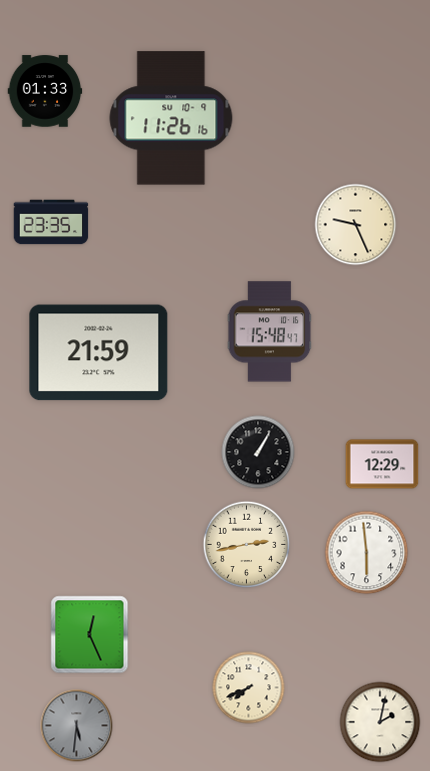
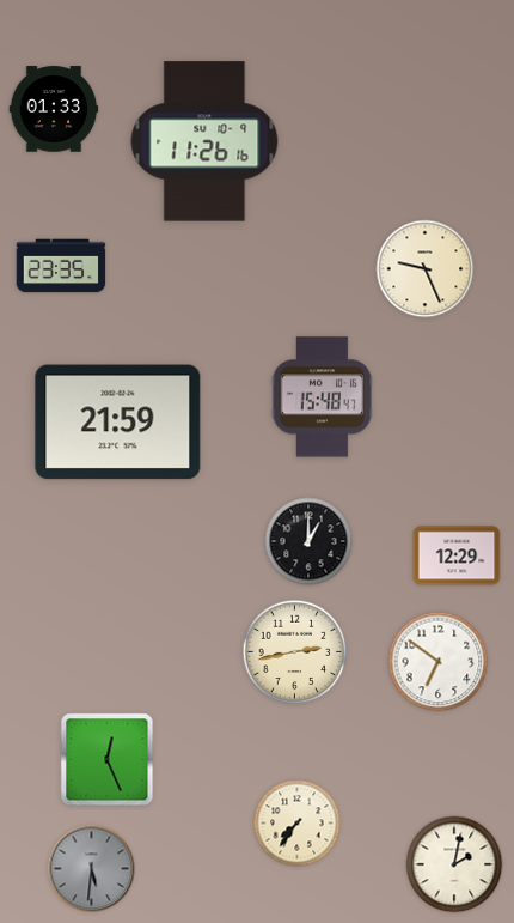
clock at (258, 452): 1:05 -> 1:00
clock at (367, 553): 5:59 -> 6:51
clock at (249, 688): 7:41 -> 7:36
